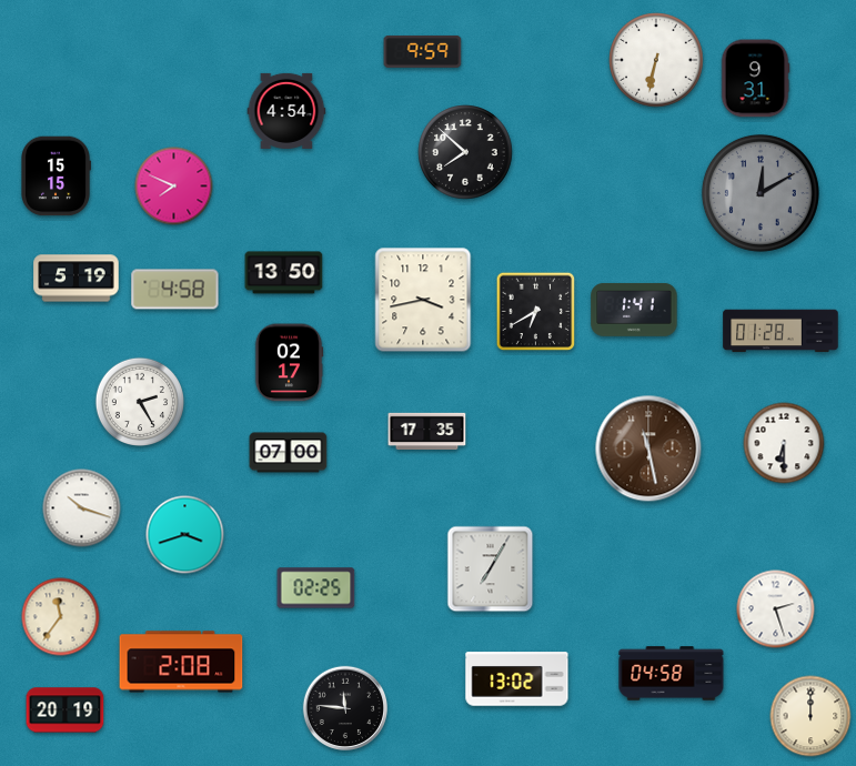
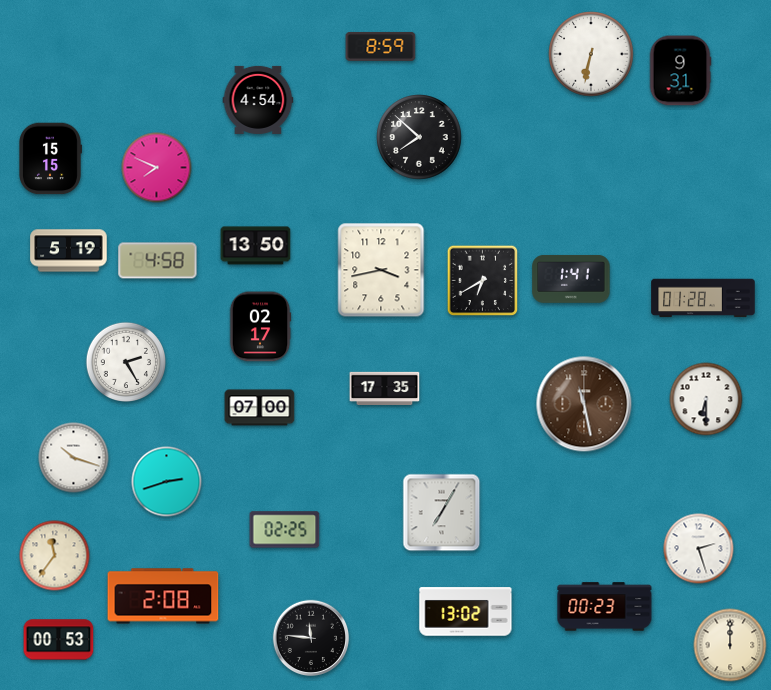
clock at (423, 51): 9:59 -> 8:59
clock at (761, 193): 12:10 -> none
clock at (185, 535): 3:42 -> 2:42
clock at (672, 674): 04:58 -> 00:23
clock at (66, 710): 20:19 -> 00:53
